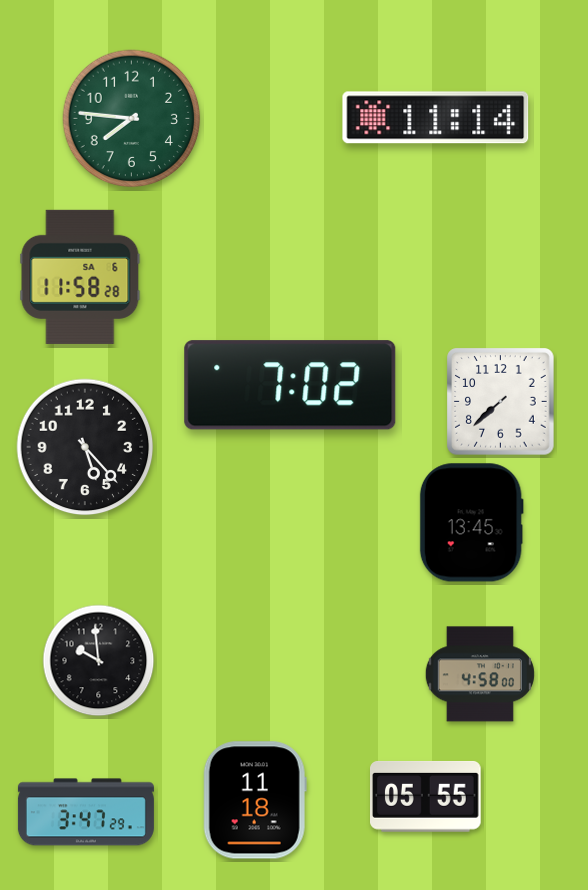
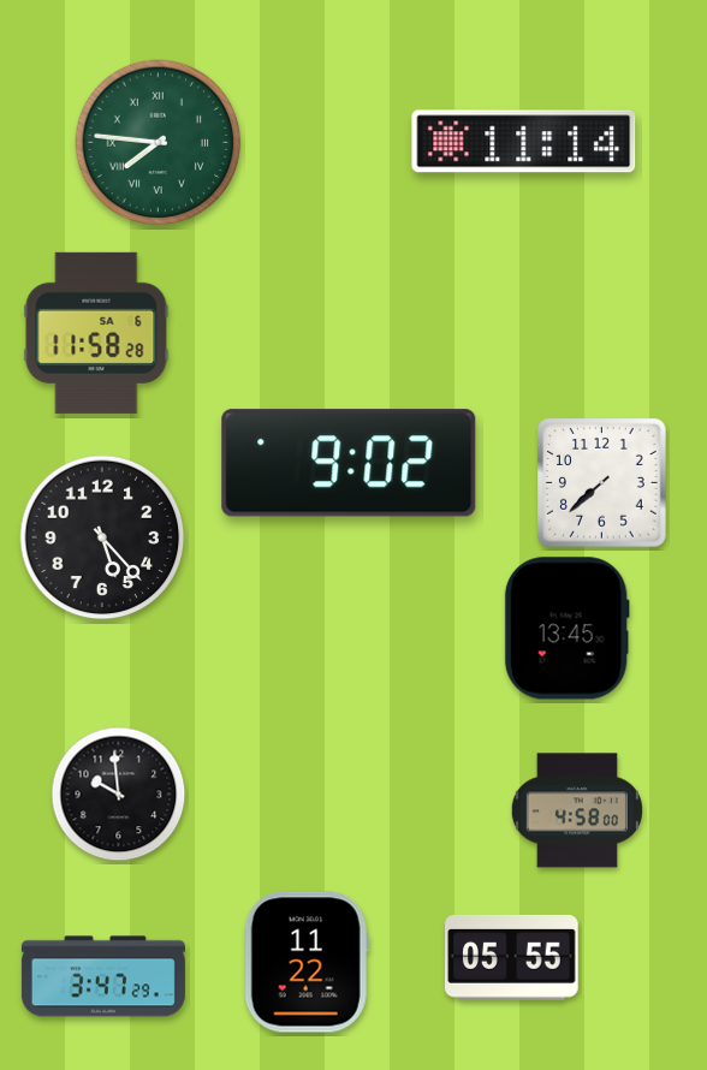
clock at (132, 119) numerals: Arabic -> Roman
clock at (290, 385): 7:02 -> 9:02
clock at (255, 800): 11:18 -> 11:22
